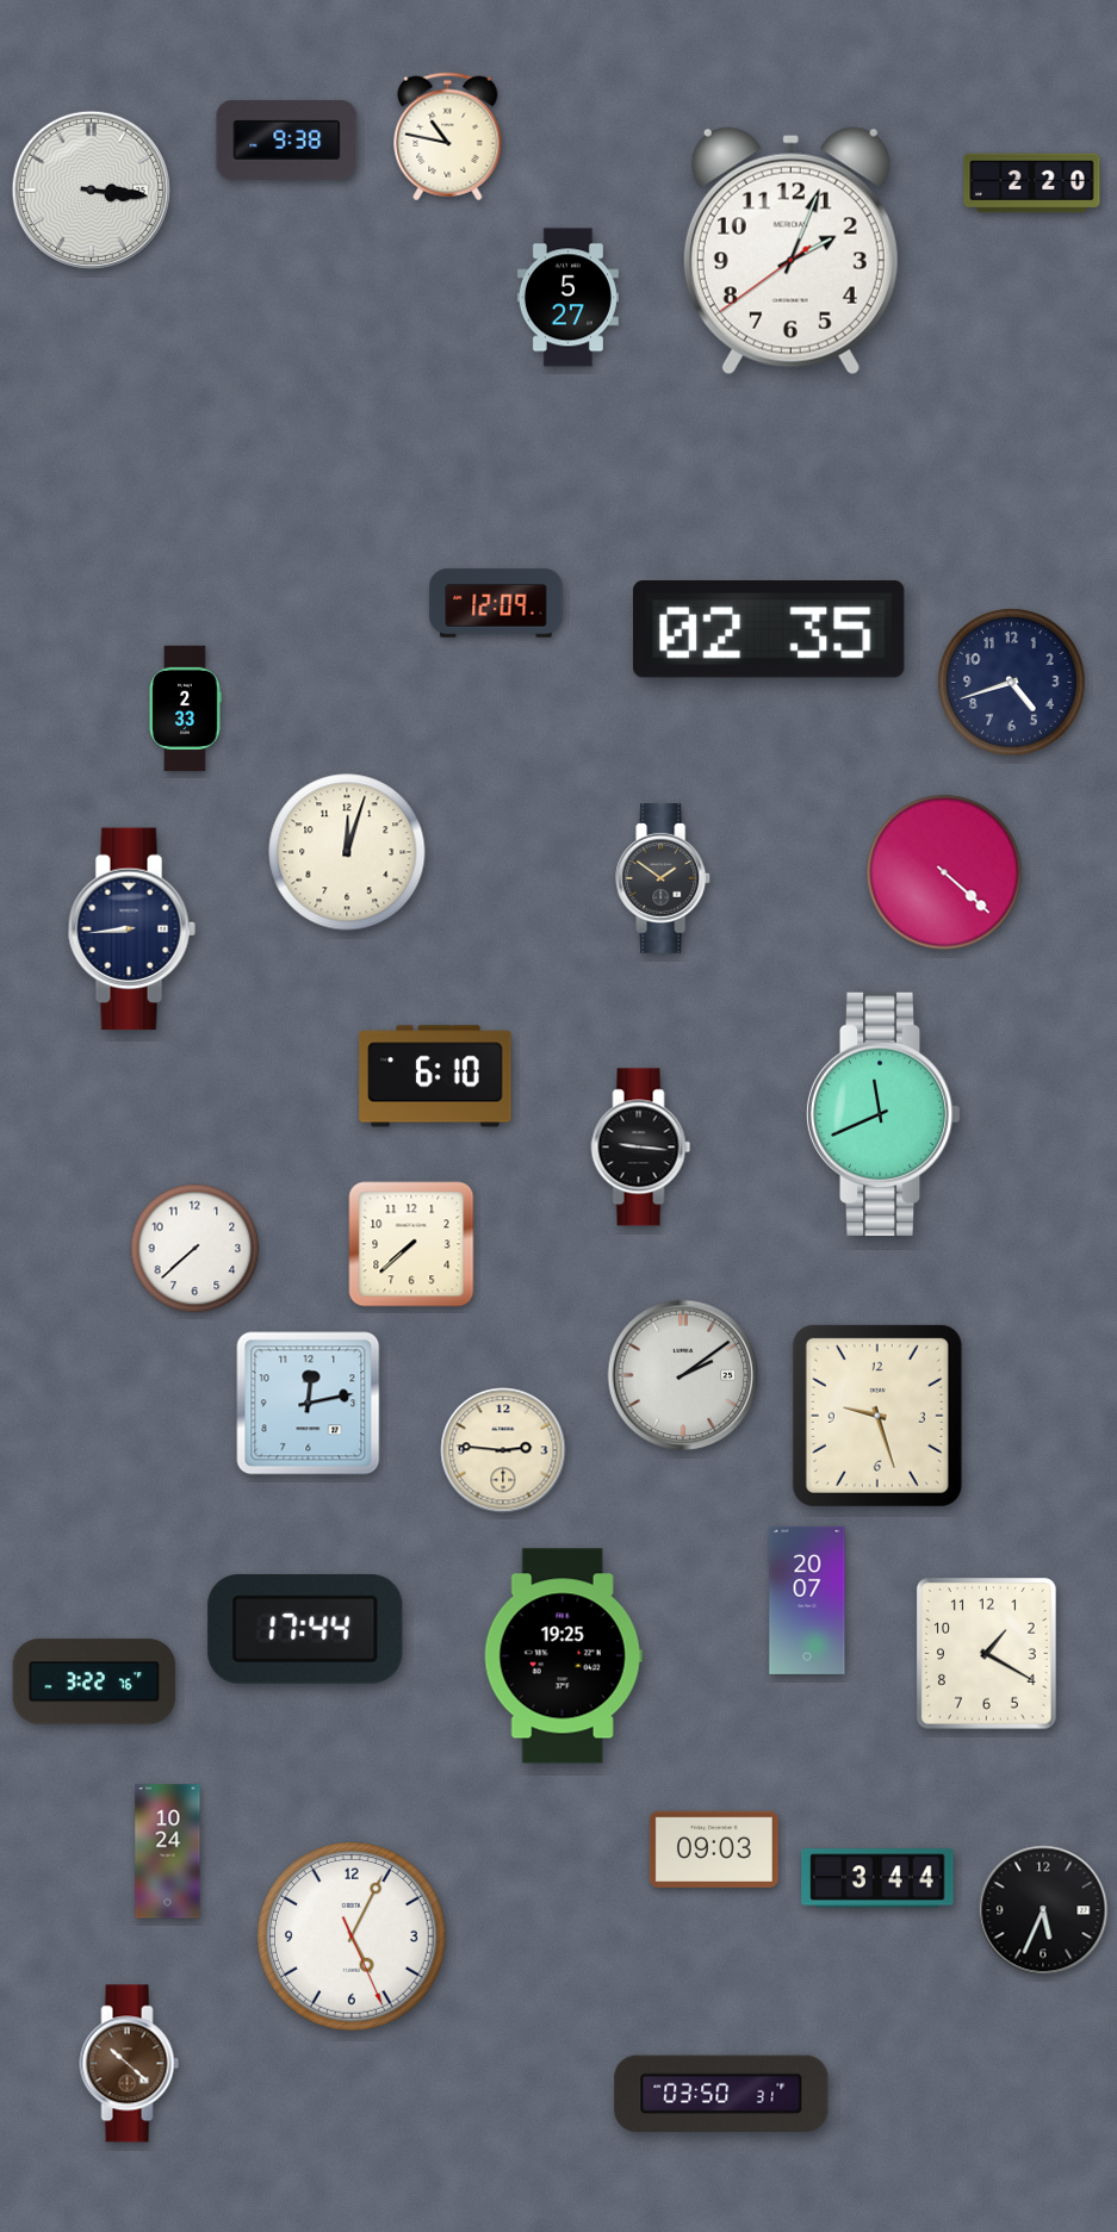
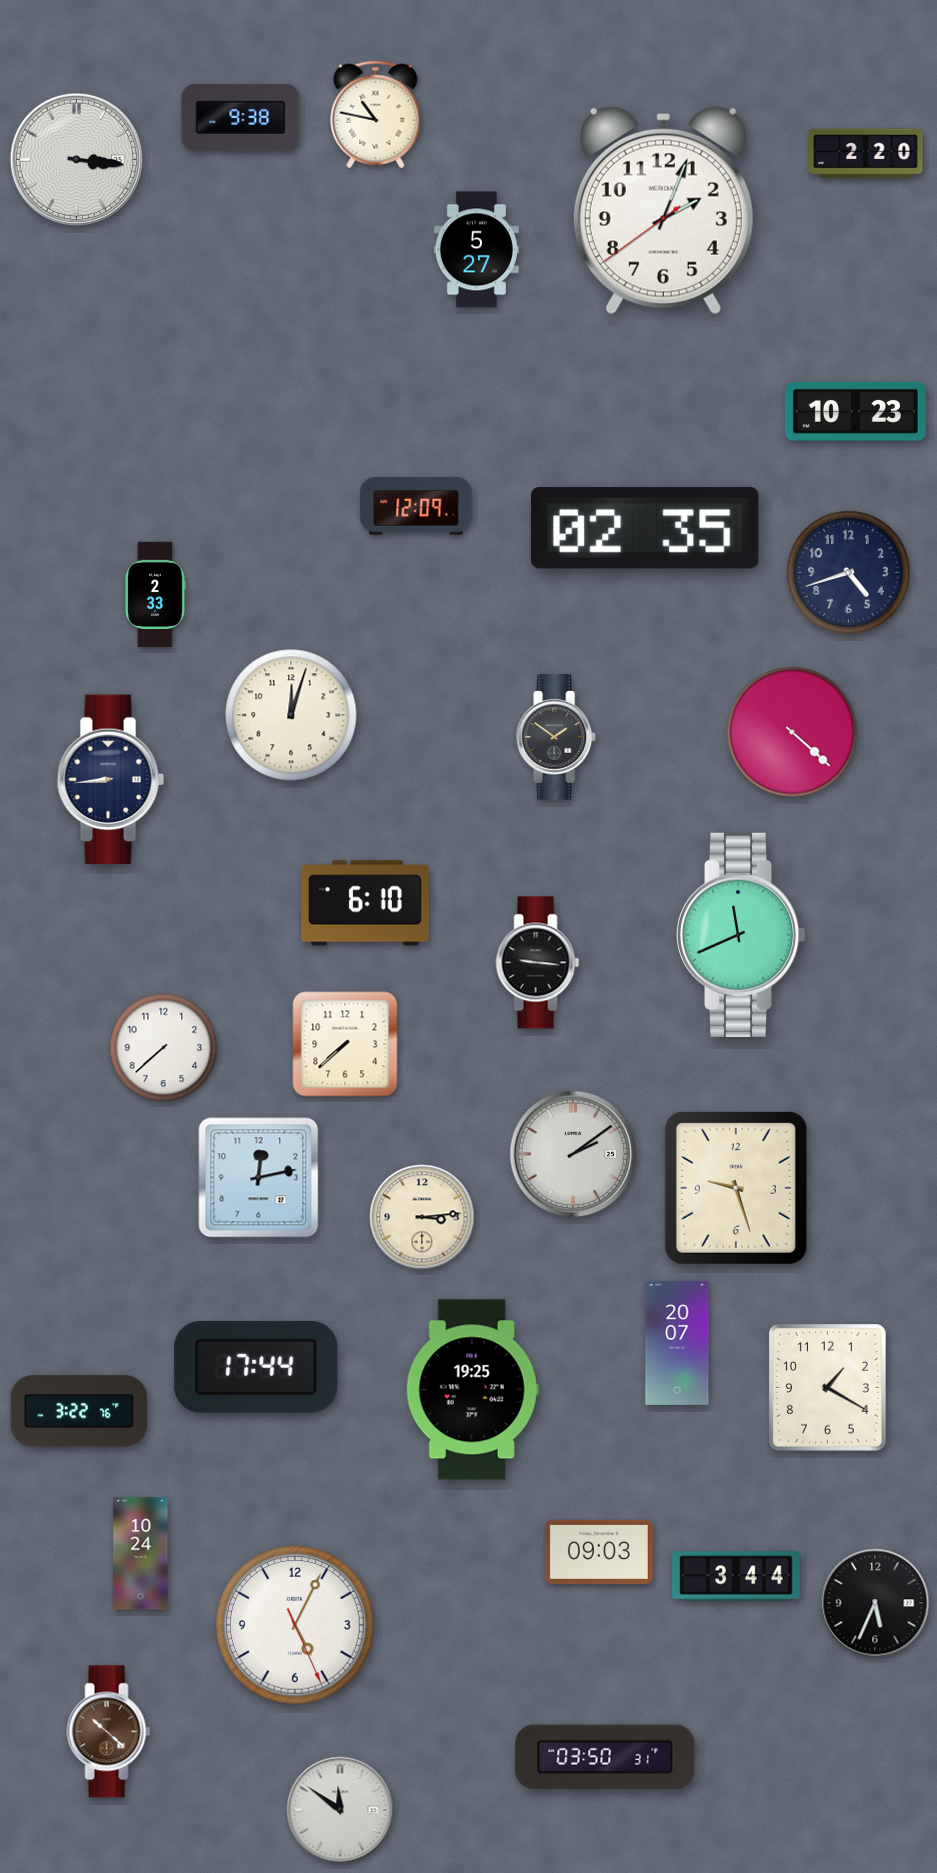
clock at (855, 412): none -> 10:23
clock at (503, 1450): 2:46 -> 3:14
clock at (340, 1810): none -> 11:51
